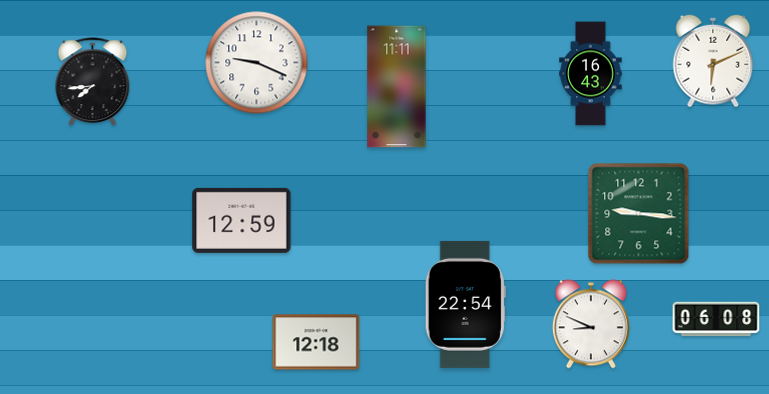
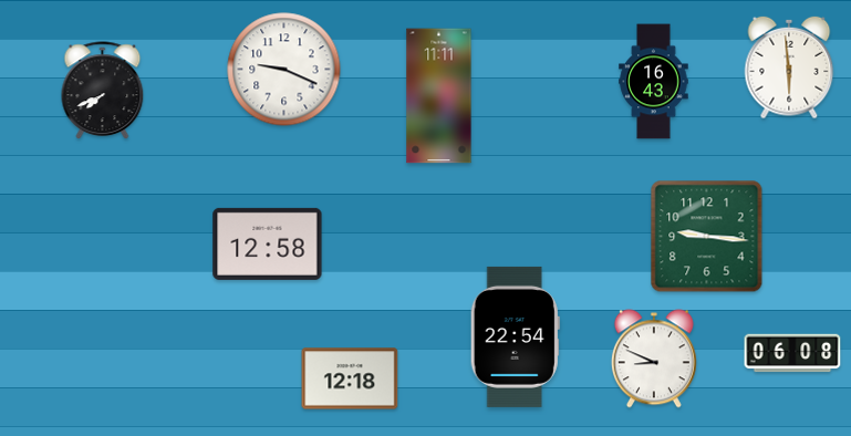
clock at (713, 61): 6:11 -> 5:59
clock at (93, 82): 7:44 -> 7:41
clock at (242, 220): 12:59 -> 12:58
